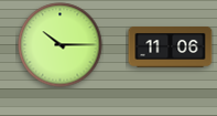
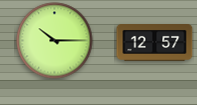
clock at (171, 48): 11:06 -> 12:57
